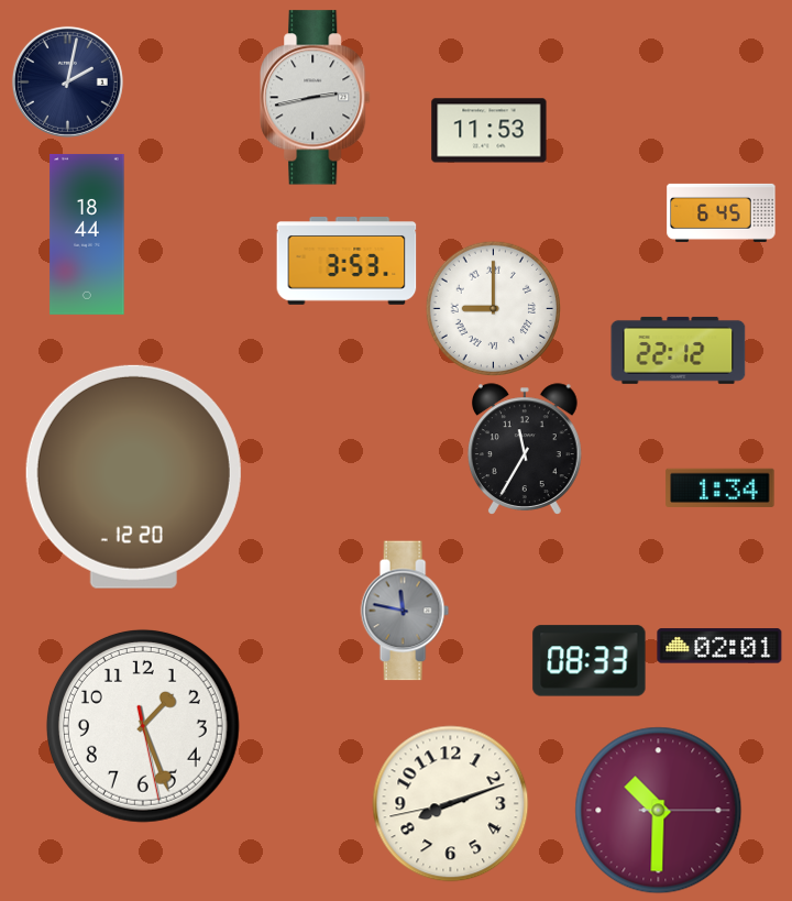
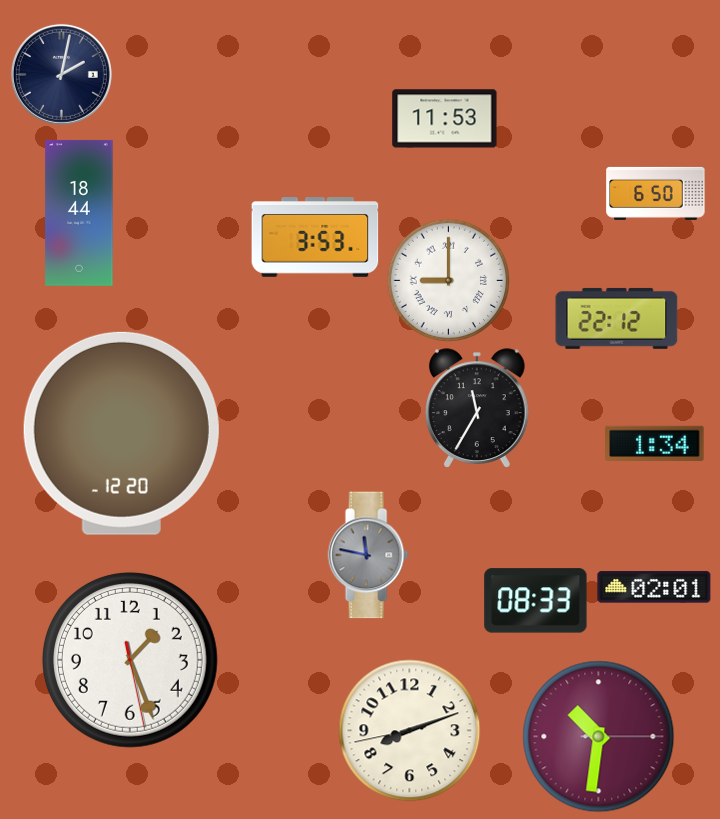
clock at (316, 98): 2:43 -> none
clock at (722, 212): 6:45 -> 6:50
clock at (659, 811): 10:30 -> 10:31
